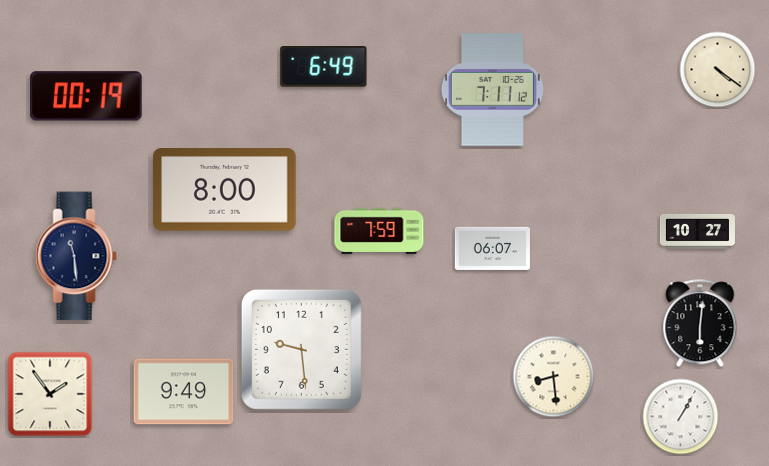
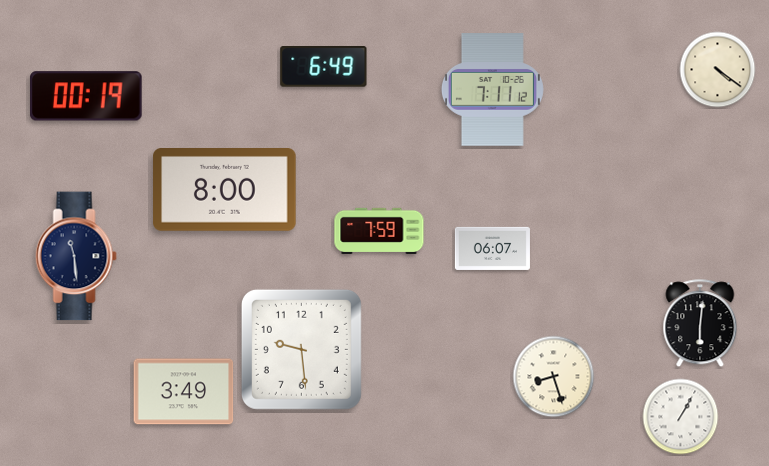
clock at (697, 232): 10:27 -> none
clock at (554, 377): 8:29 -> 8:27
clock at (184, 392): 9:49 -> 3:49
clock at (50, 394): 1:54 -> none
